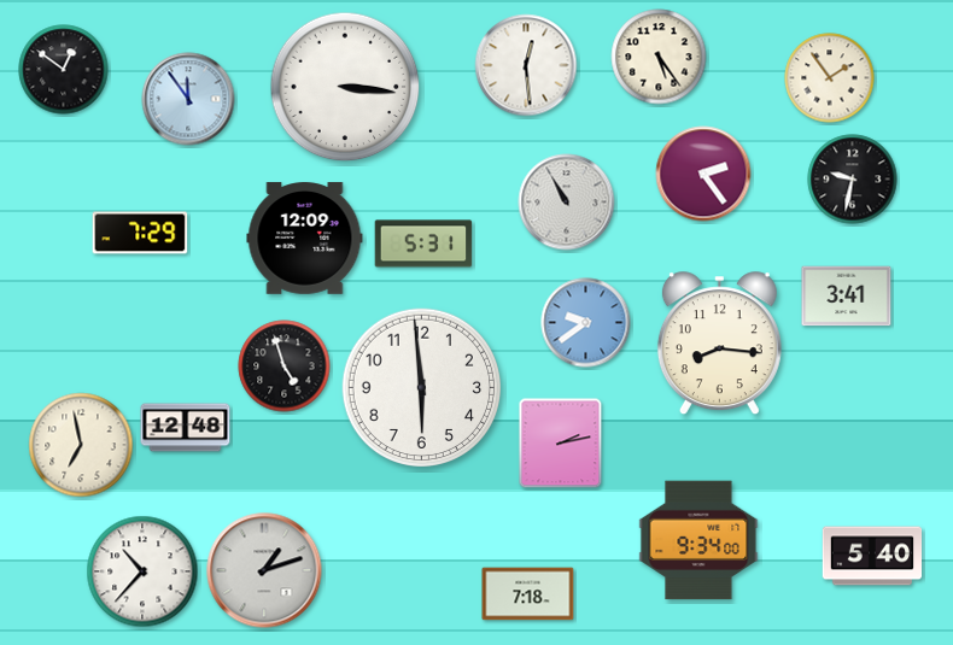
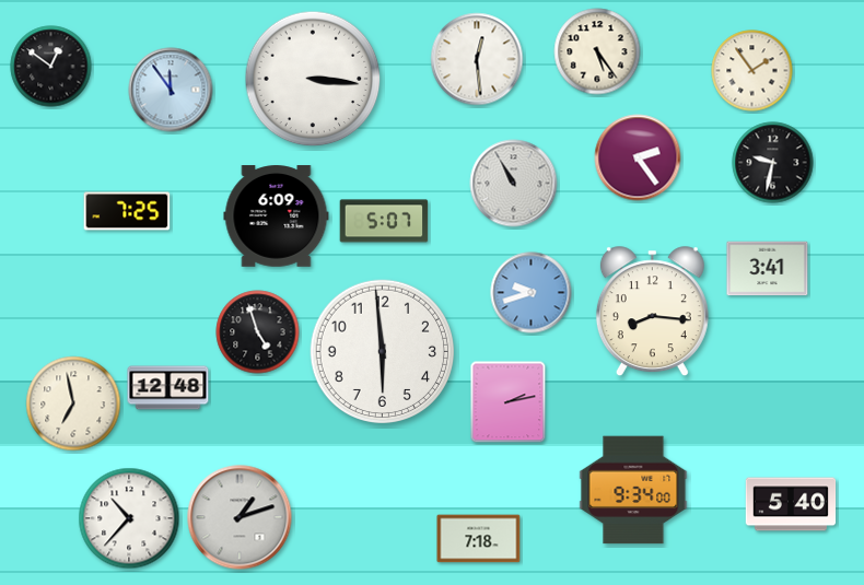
clock at (64, 70) position: (64, 70) -> (51, 67)
clock at (140, 233): 7:29 -> 7:25
clock at (305, 239): 12:09 -> 6:09
clock at (423, 244): 5:31 -> 5:07
clock at (586, 323): 9:39 -> 9:42
